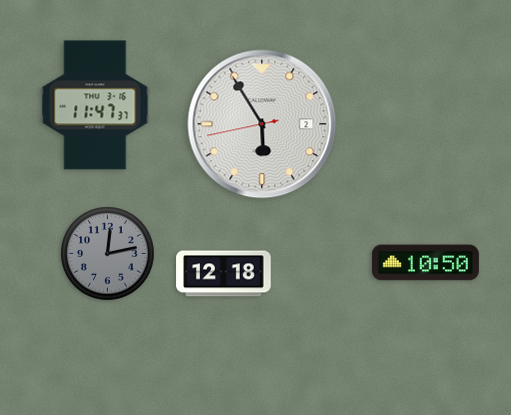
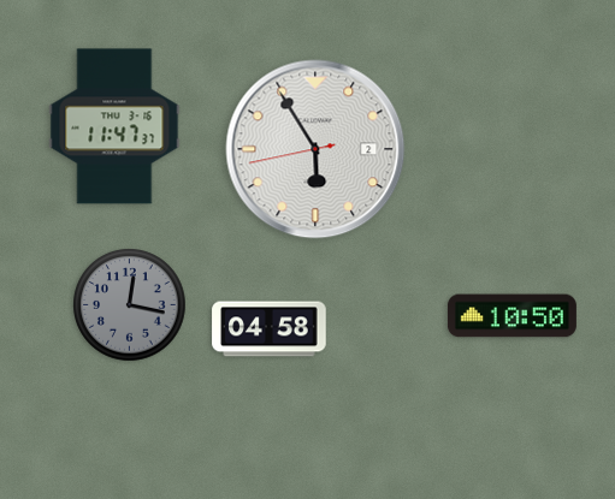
clock at (108, 254): 12:13 -> 12:17
clock at (224, 274): 12:18 -> 04:58
